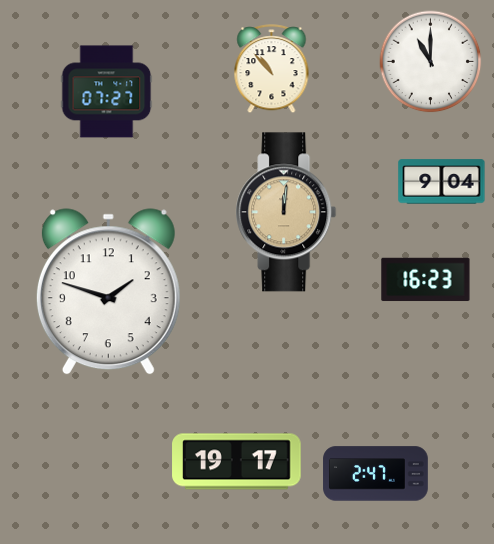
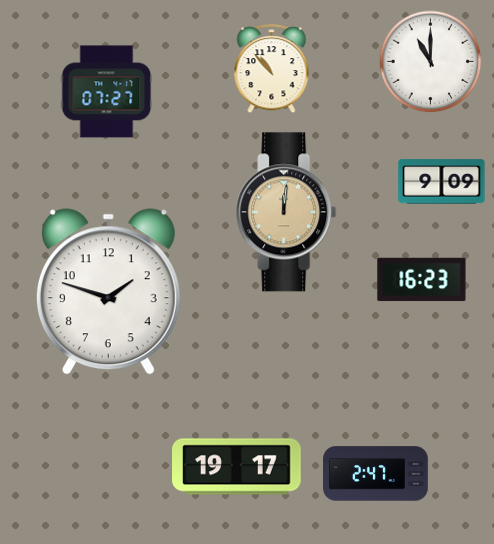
clock at (442, 182): 9:04 -> 9:09
clock at (426, 280) position: (426, 280) -> (422, 280)
clock at (237, 462) position: (237, 462) -> (237, 467)
